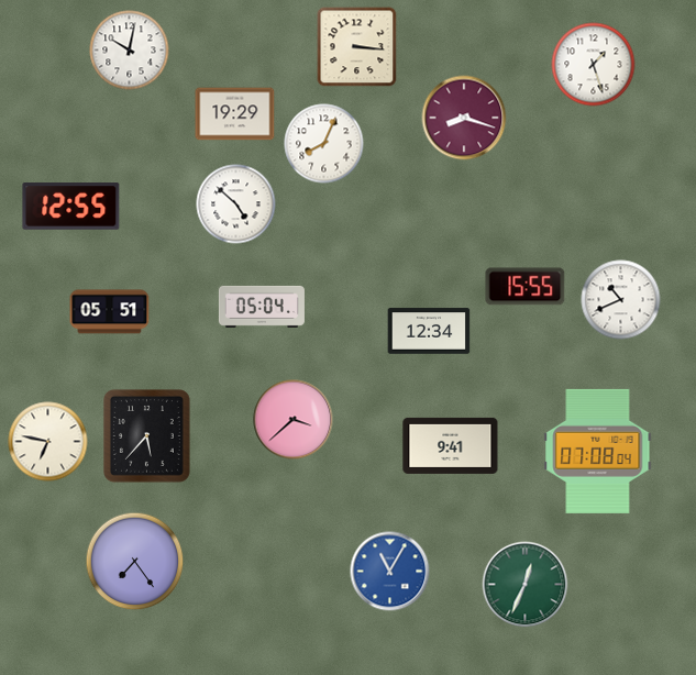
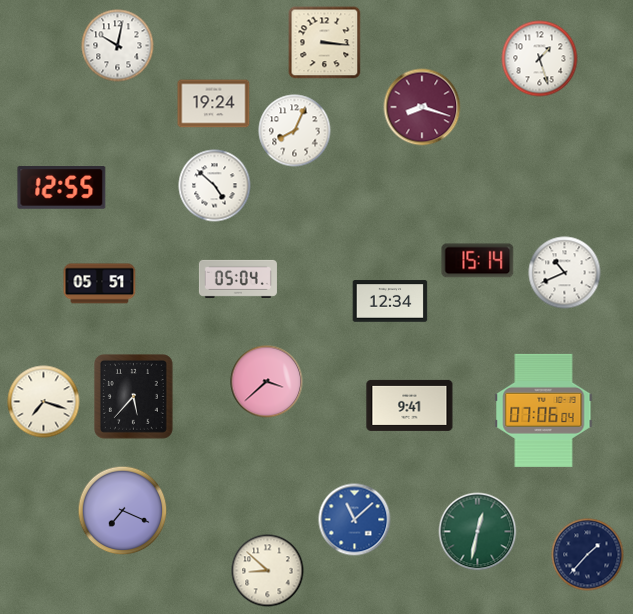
clock at (235, 114): 19:29 -> 19:24
clock at (71, 207) position: (71, 207) -> (62, 188)
clock at (526, 287): 15:55 -> 15:14
clock at (48, 442): 6:47 -> 7:18
clock at (598, 451): 07:08 -> 07:06
clock at (135, 562): 7:24 -> 7:19
clock at (390, 572): 11:05 -> 11:08
clock at (526, 585): 12:34 -> 12:32
clock at (588, 555): none -> 1:37
clock at (268, 571): none -> 8:52
